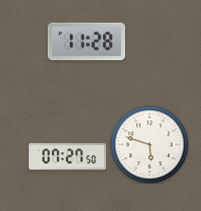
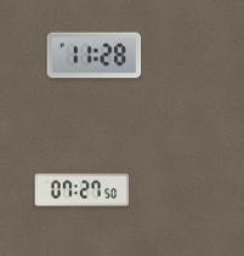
clock at (86, 42) position: (86, 42) -> (93, 56)
clock at (149, 144): 5:48 -> none
